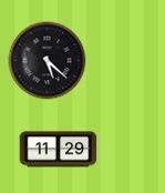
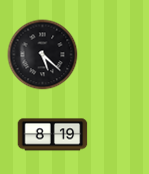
clock at (59, 150): 11:29 -> 8:19
